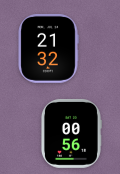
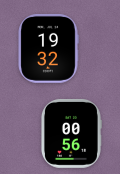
clock at (48, 48): 21:32 -> 19:32
